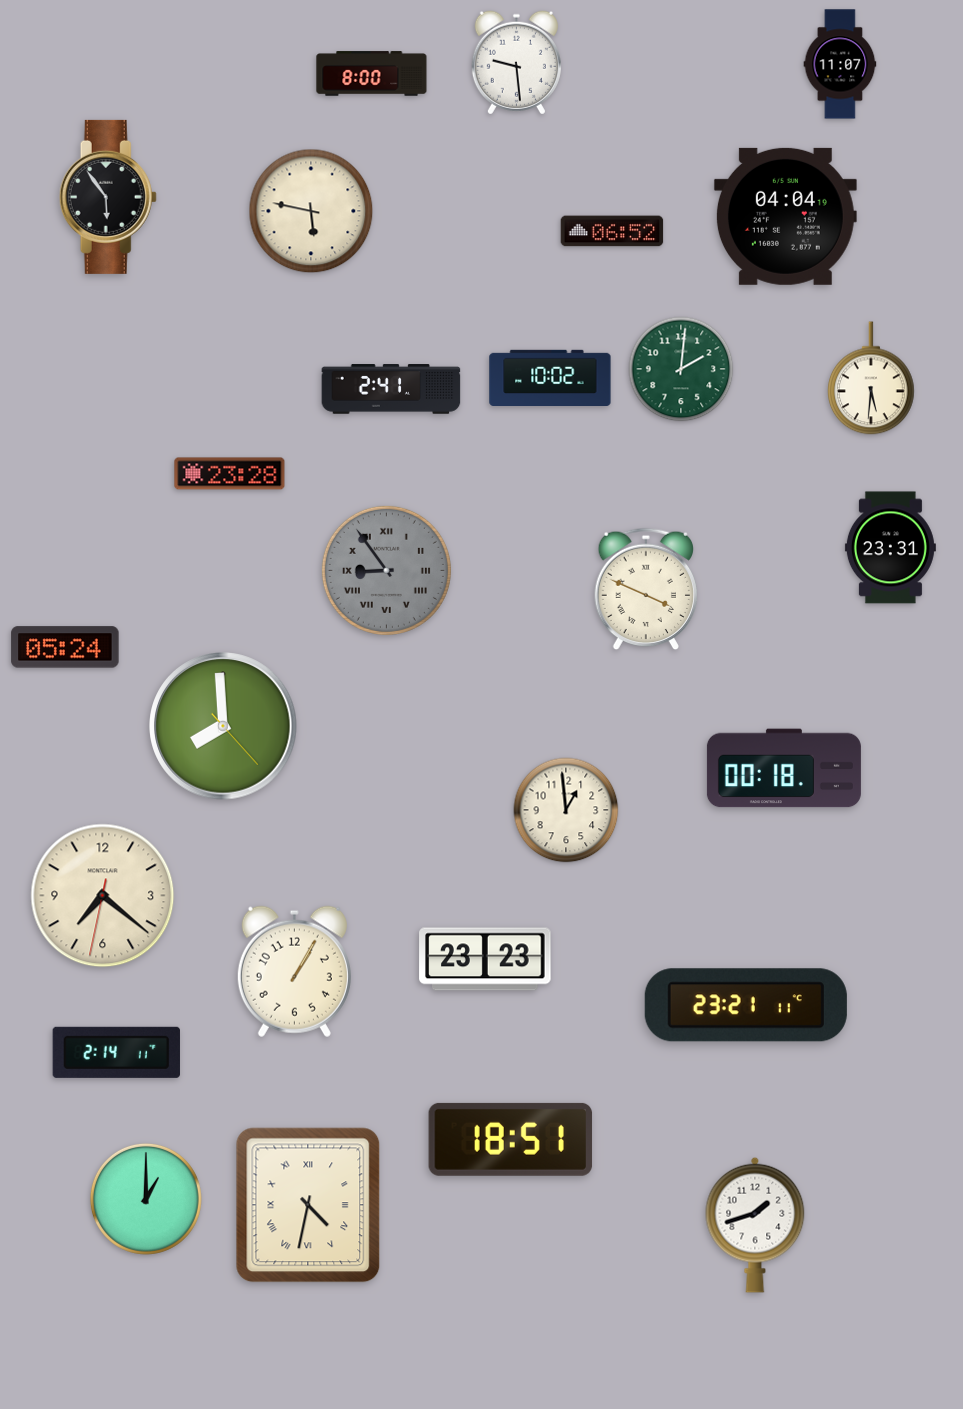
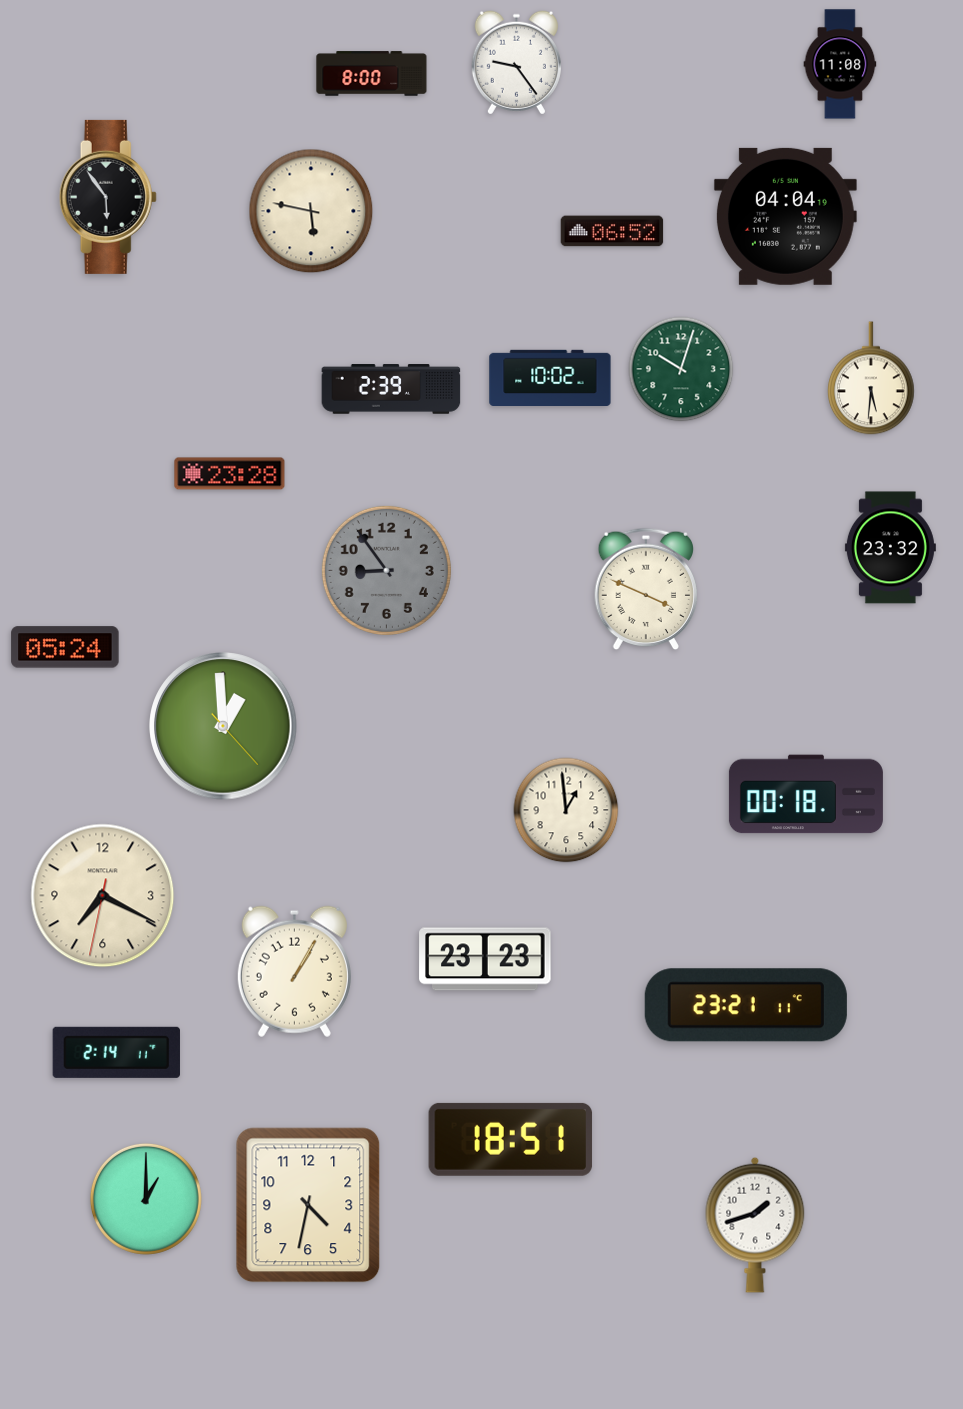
clock at (516, 63): 9:29 -> 9:24
clock at (840, 64): 11:07 -> 11:08
clock at (681, 369): 2:01 -> 10:03
clock at (391, 389): 2:41 -> 2:39
clock at (890, 548): 23:31 -> 23:32
clock at (386, 570) numerals: Roman -> Arabic
clock at (223, 726): 7:59 -> 12:59
clock at (784, 768) position: (784, 768) -> (806, 794)
clock at (103, 896): 7:21 -> 7:19
clock at (308, 1205) numerals: Roman -> Arabic
